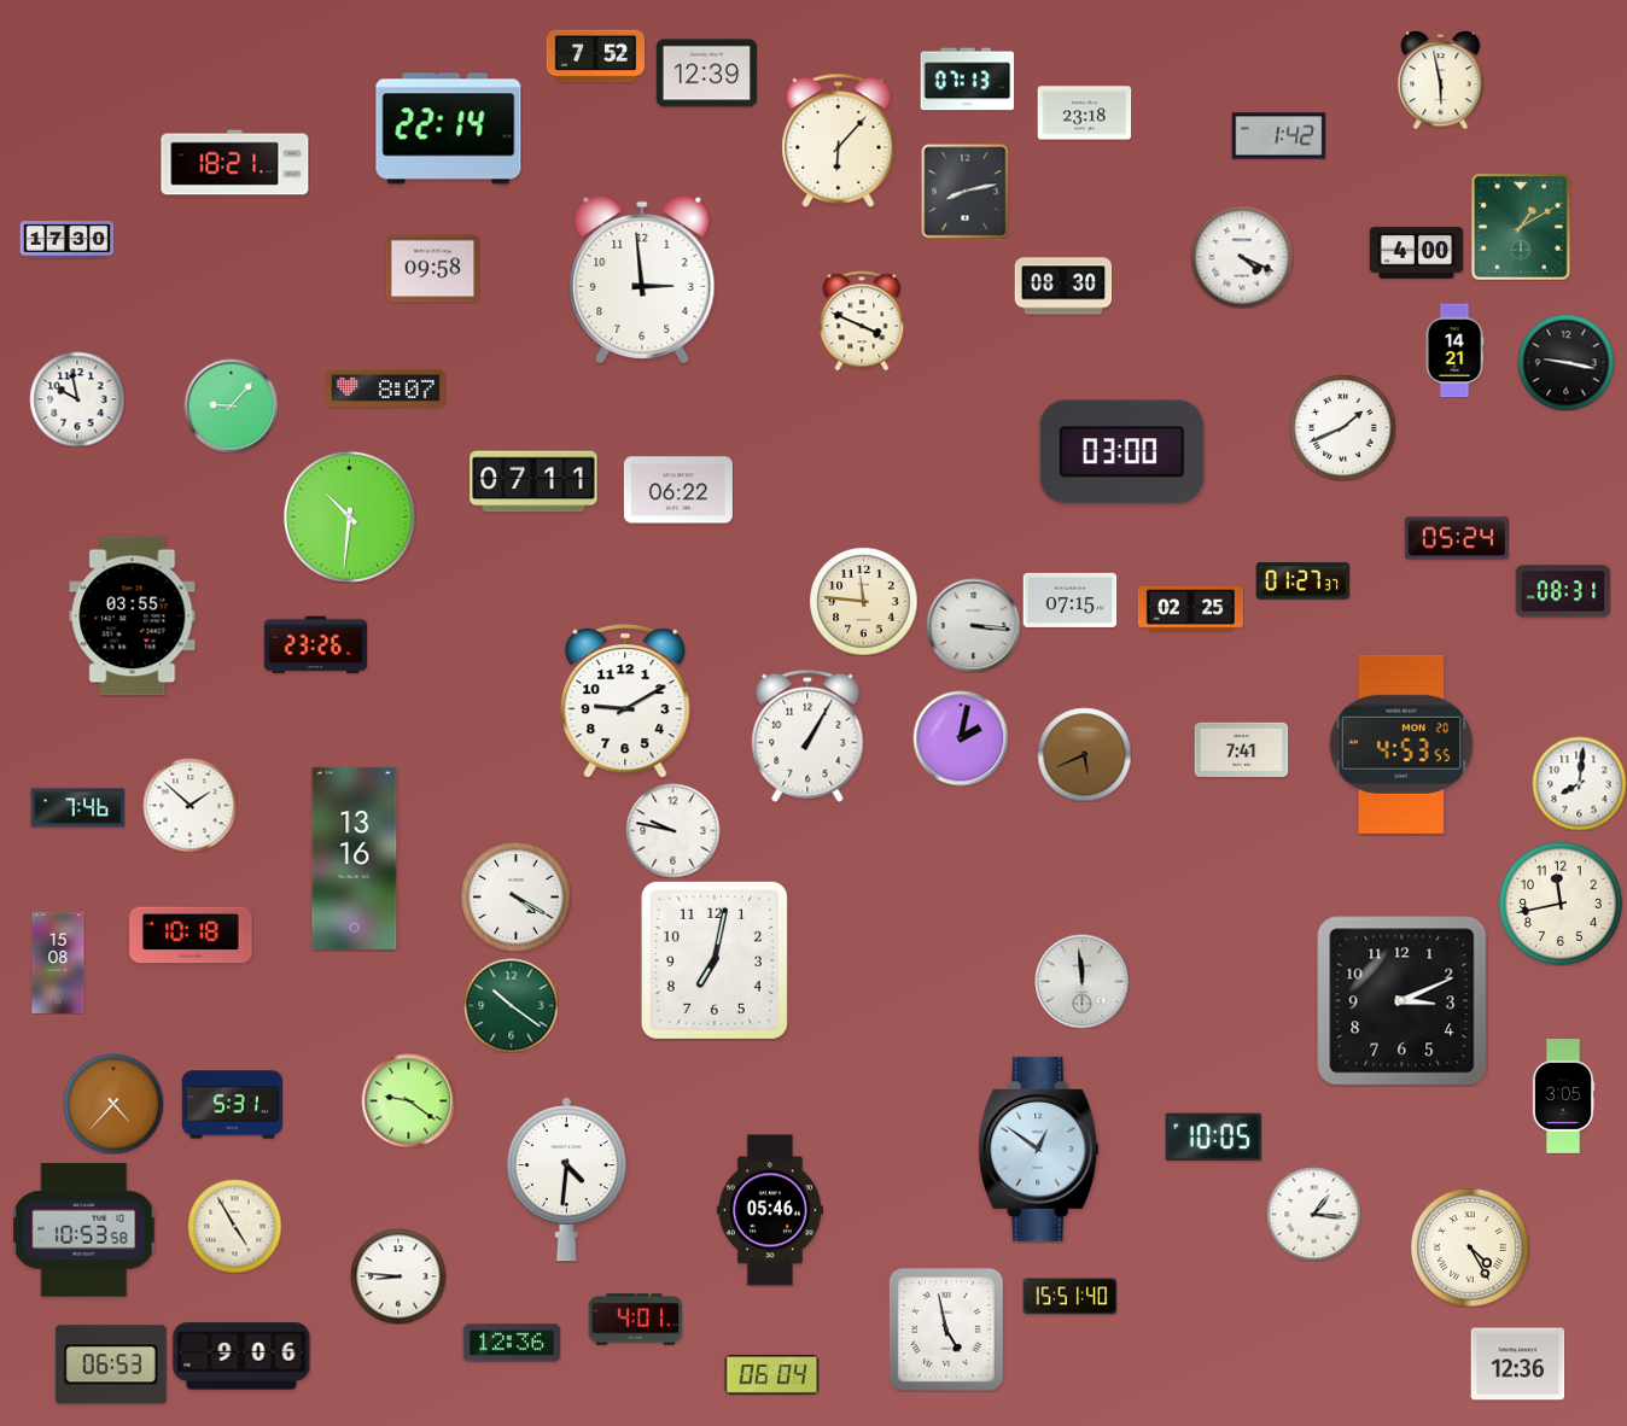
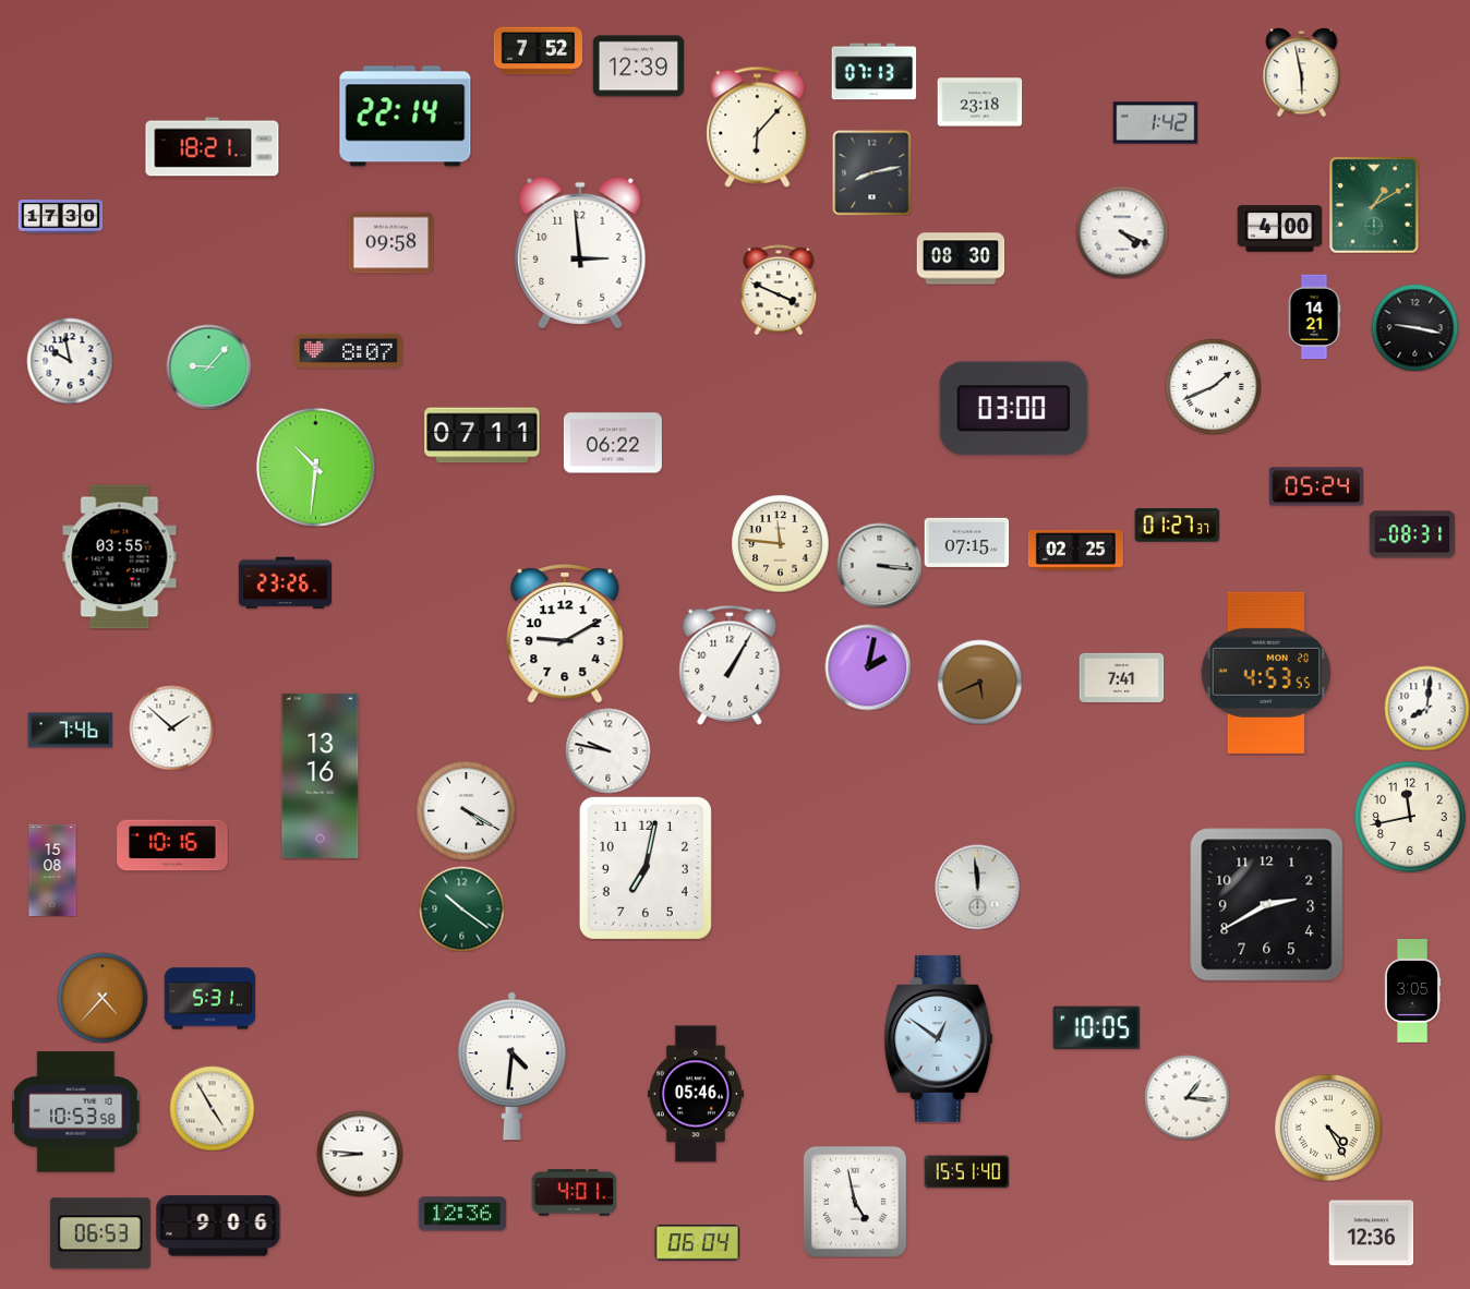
clock at (191, 935): 10:18 -> 10:16
clock at (1403, 1001): 3:11 -> 2:40
clock at (408, 1100): 9:21 -> none
